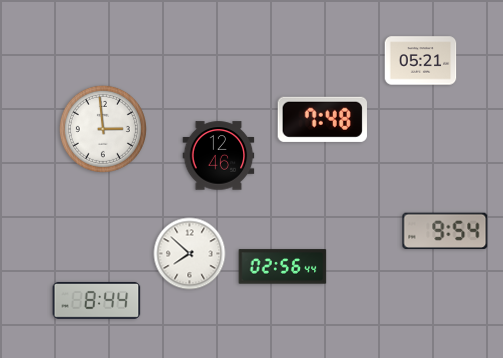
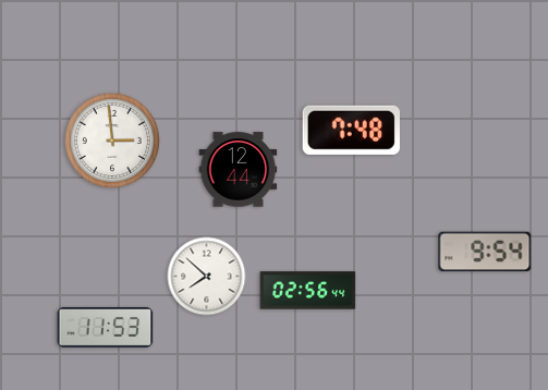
clock at (421, 61): 05:21 -> none
clock at (219, 156): 12:46 -> 12:44
clock at (97, 301): 8:44 -> 11:53
